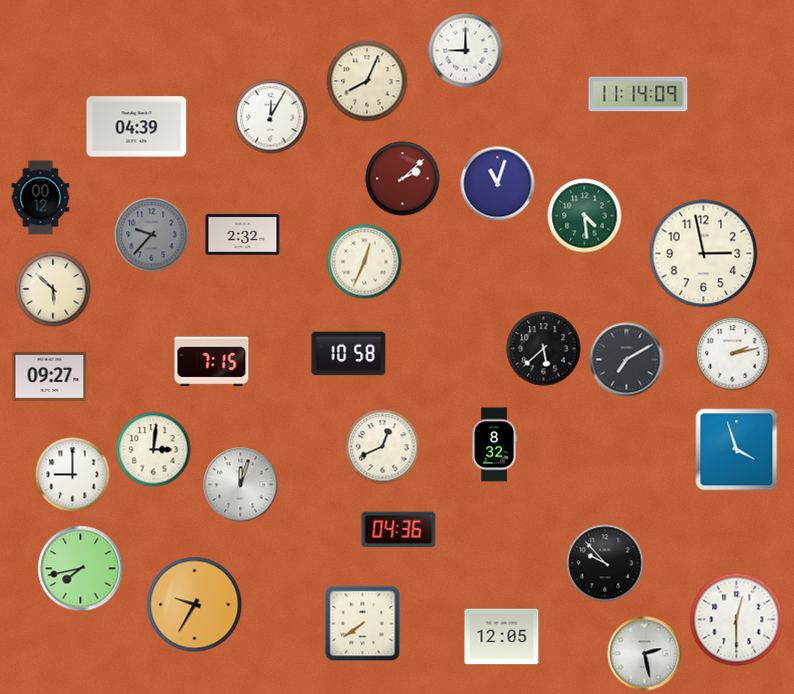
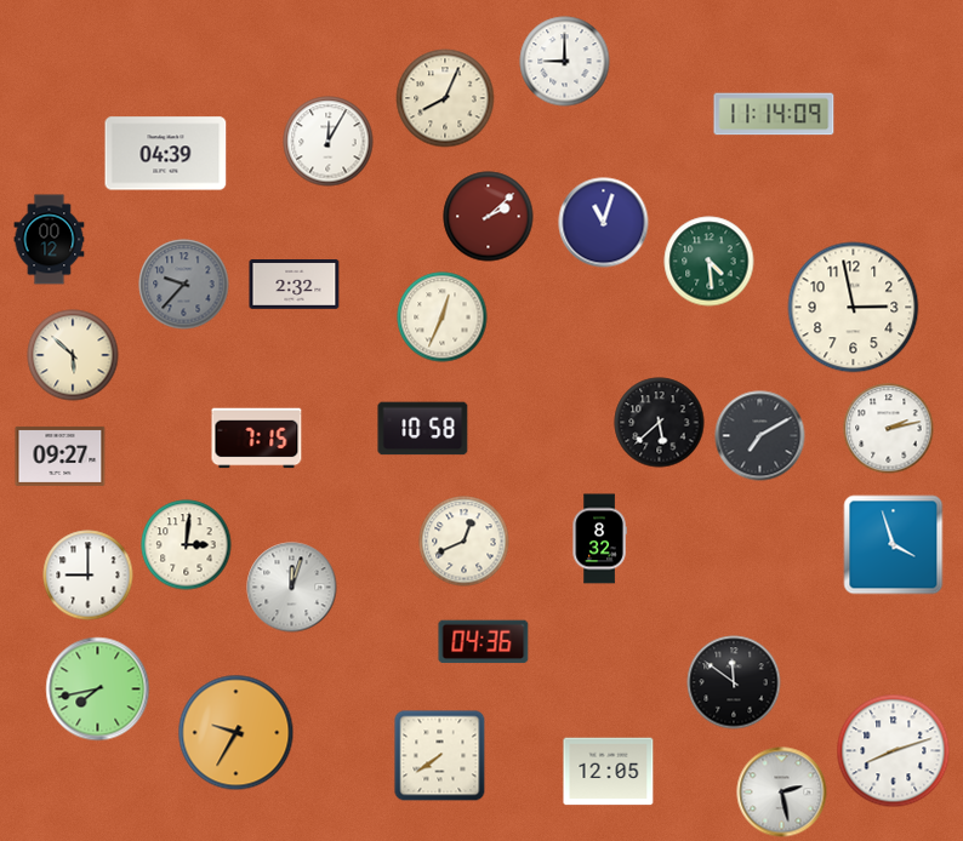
clock at (53, 289) position: (53, 289) -> (73, 355)
clock at (605, 563): 9:53 -> 11:51
clock at (737, 620): 12:30 -> 8:12
